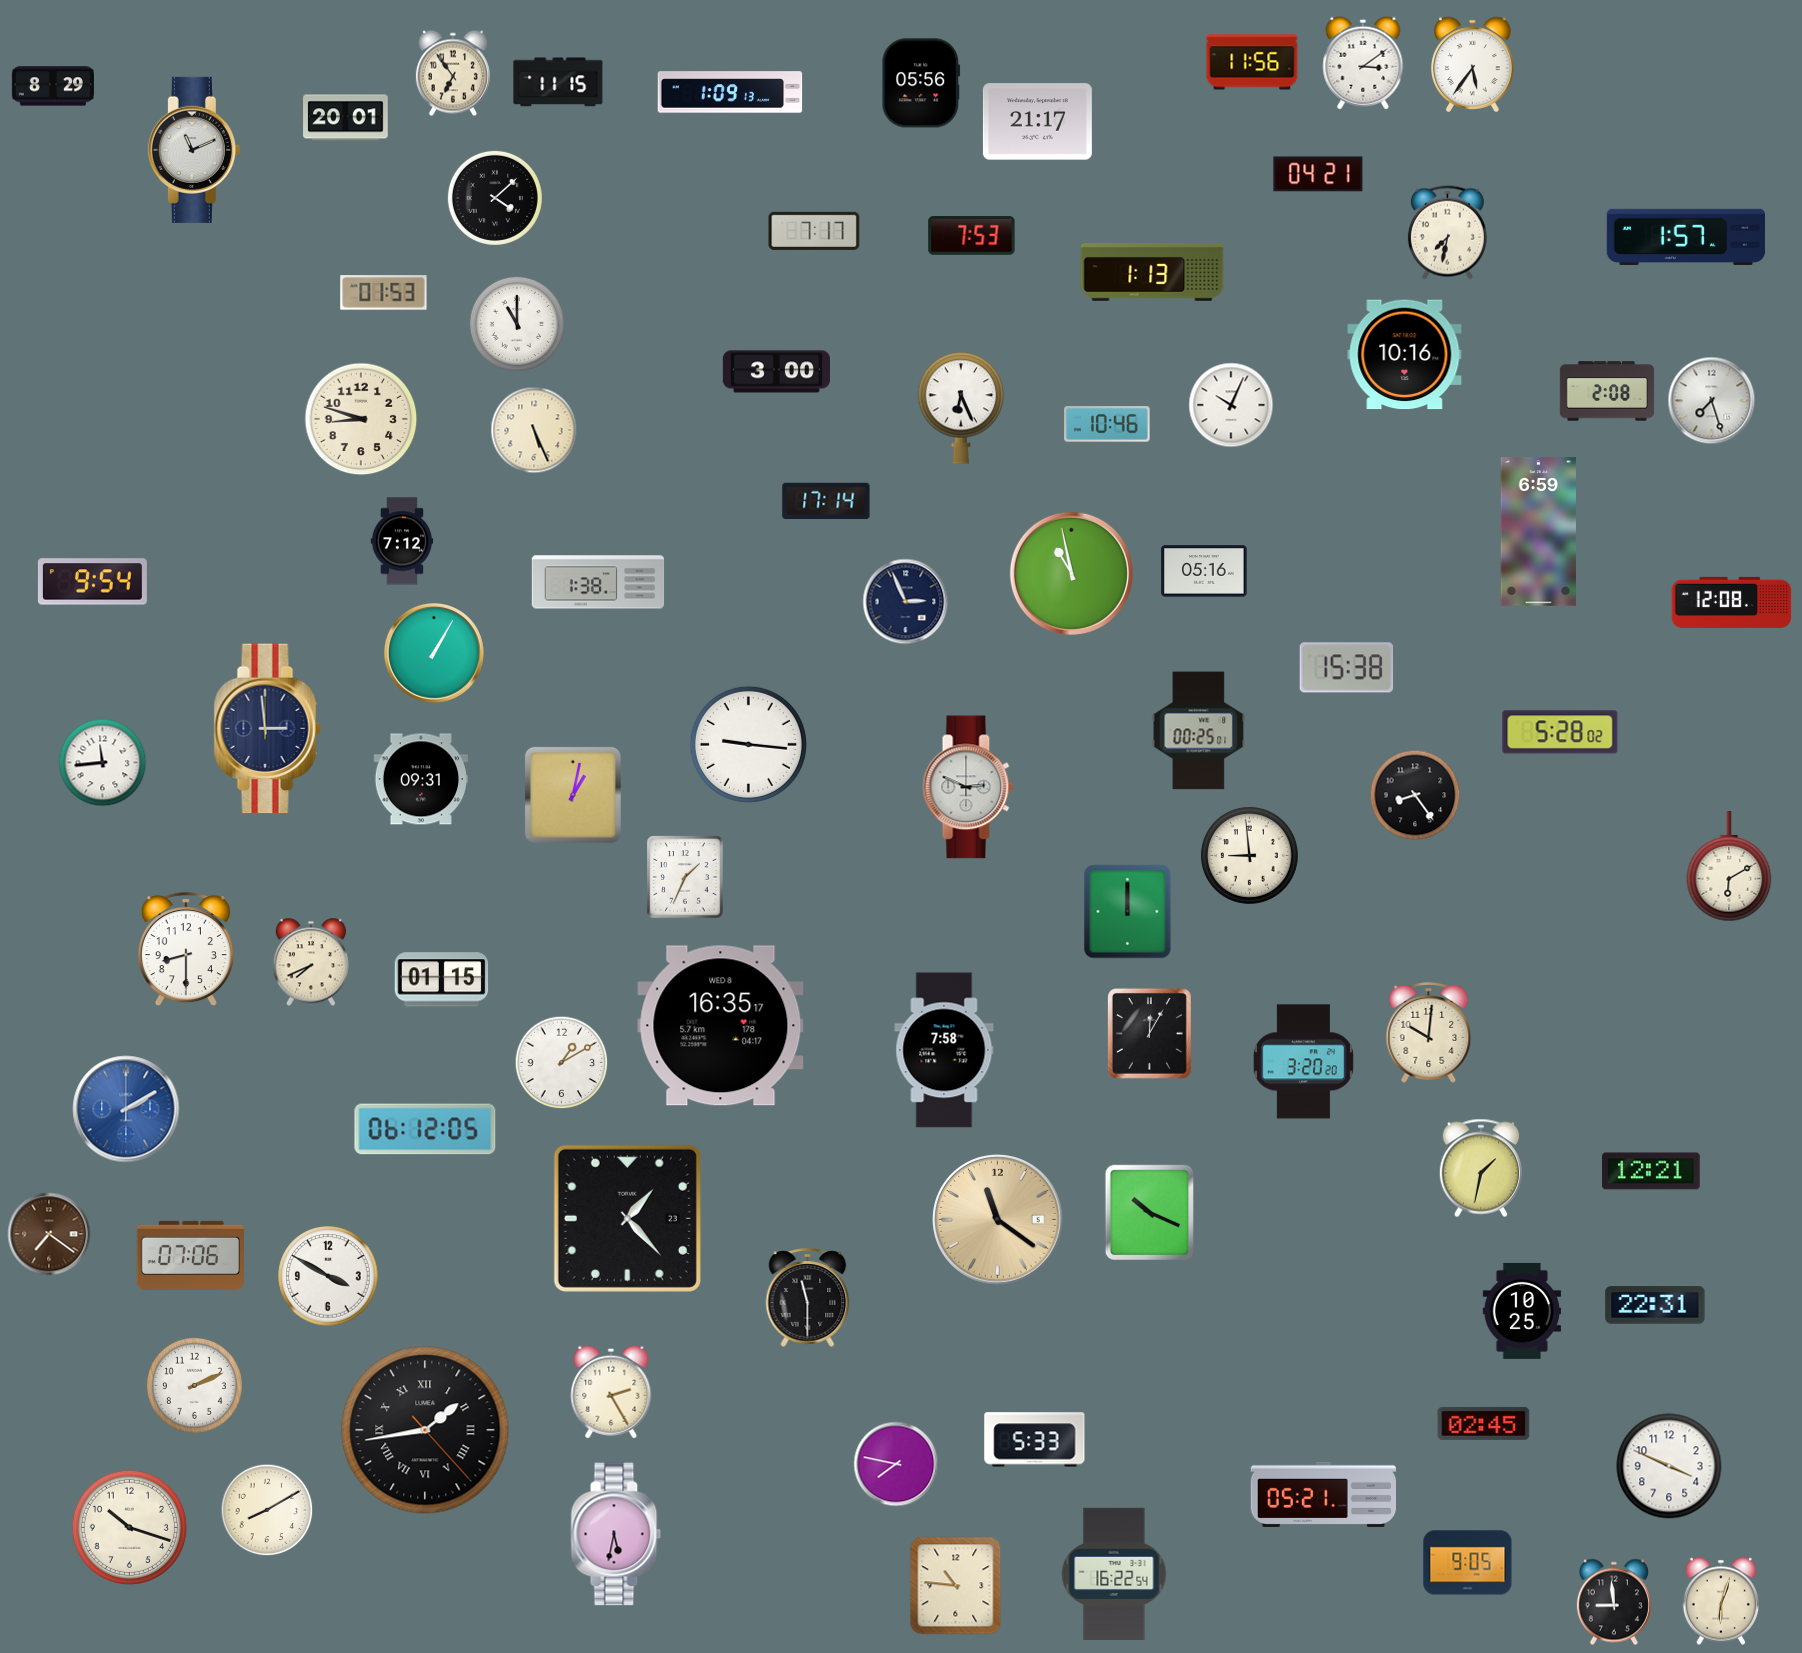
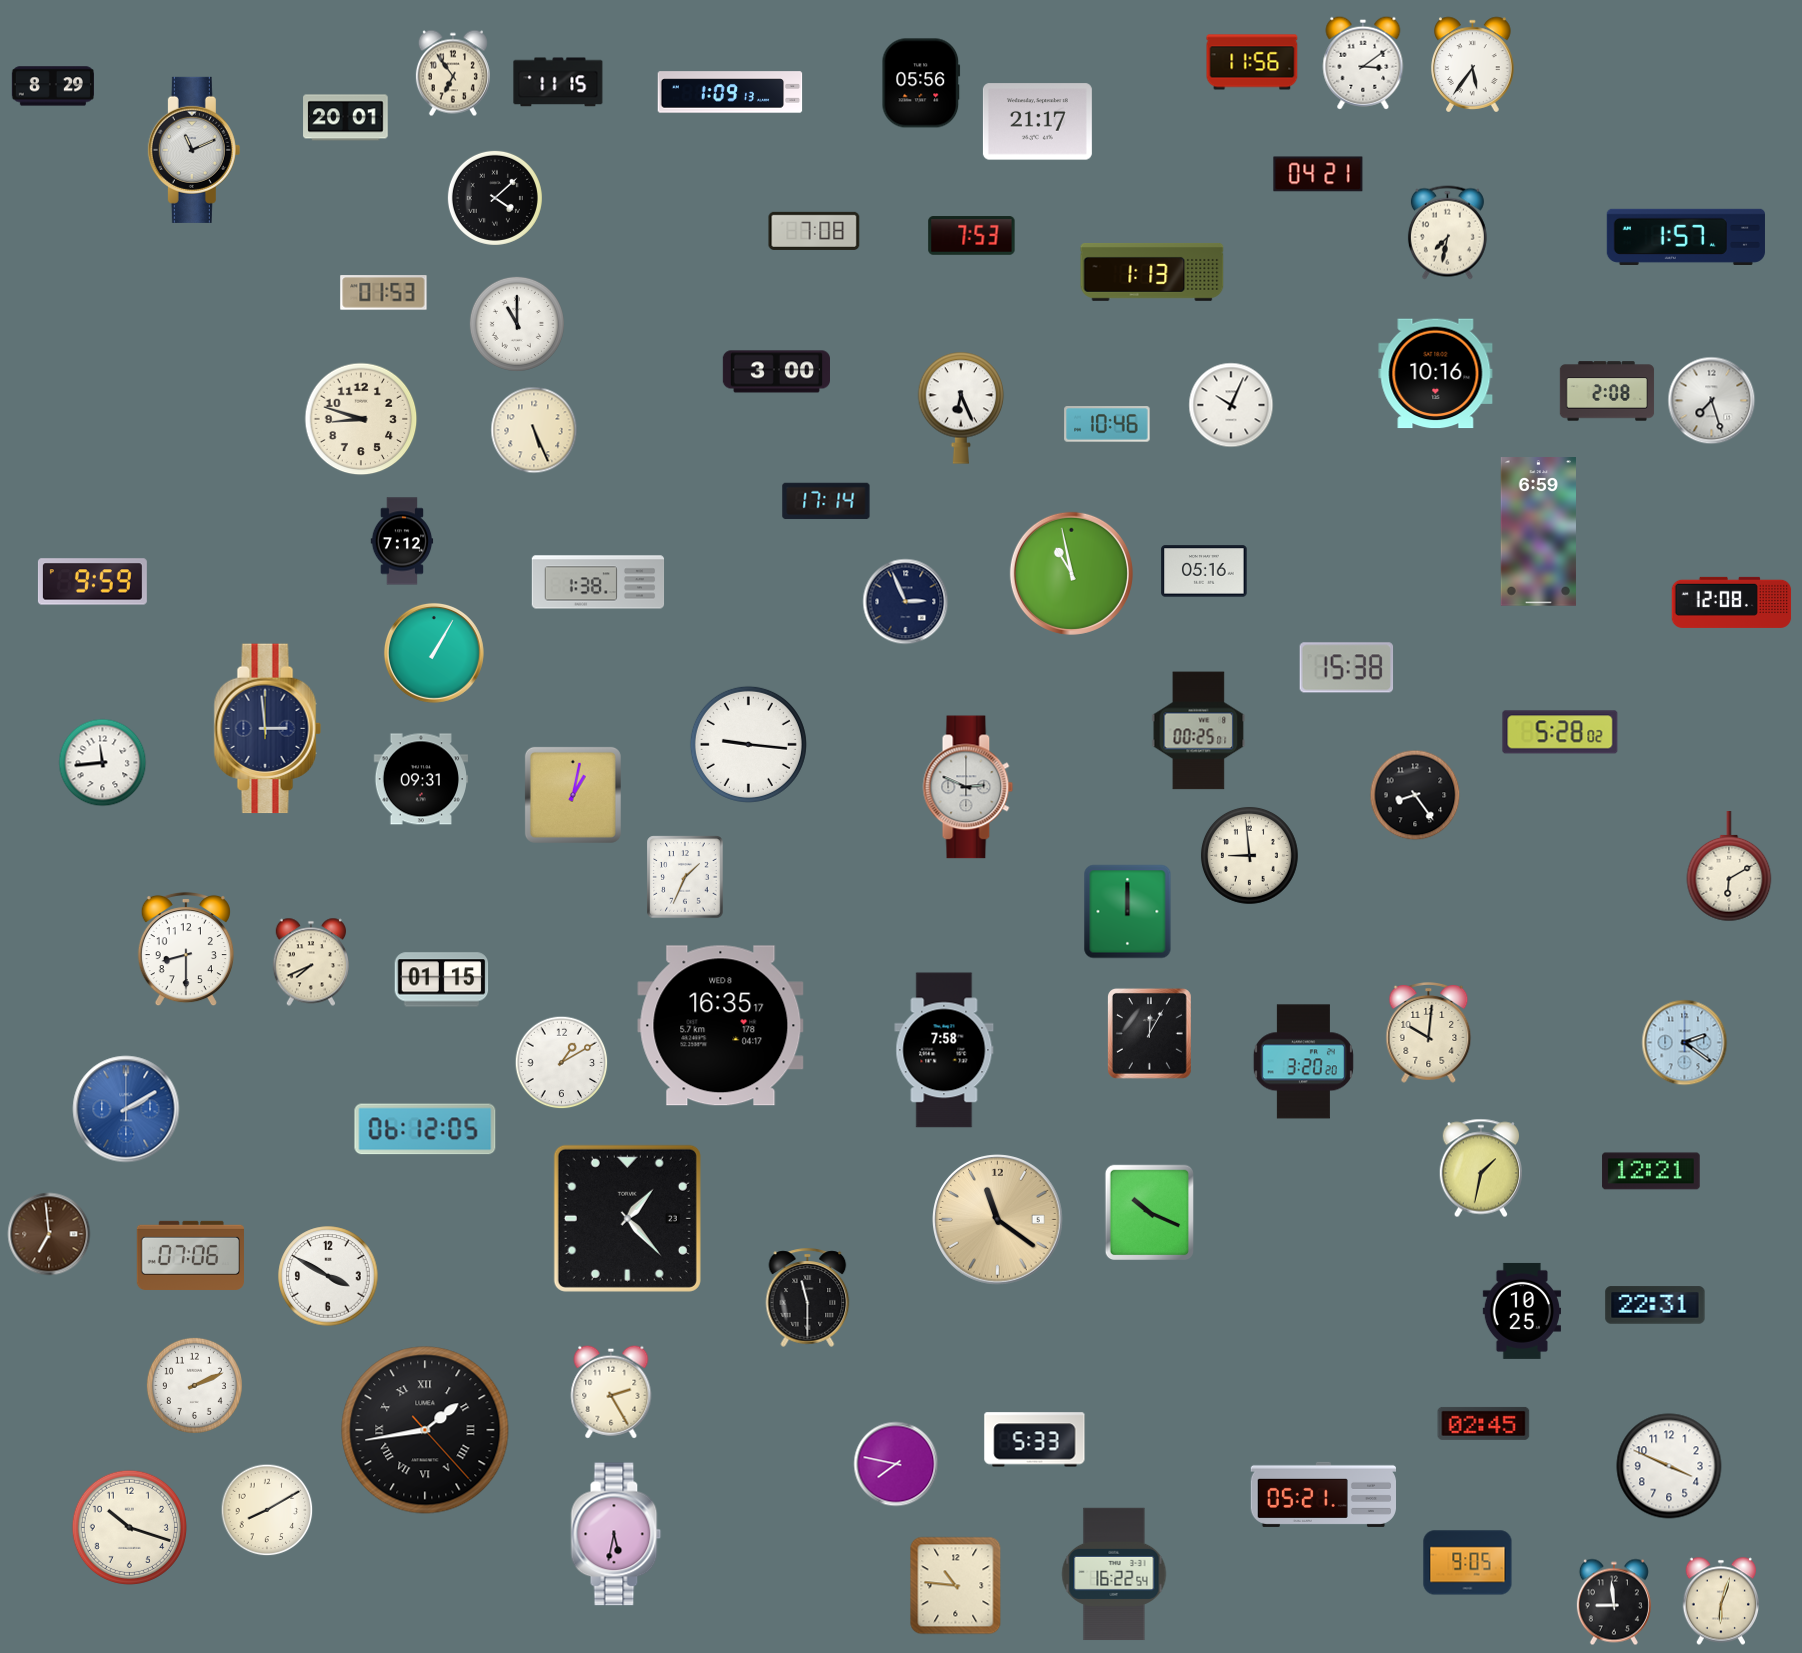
clock at (814, 231): 7:17 -> 7:08
clock at (1405, 355) position: (1405, 355) -> (1436, 374)
clock at (92, 582): 9:54 -> 9:59
clock at (1685, 1043): none -> 2:21
clock at (49, 1234): 7:21 -> 6:59
